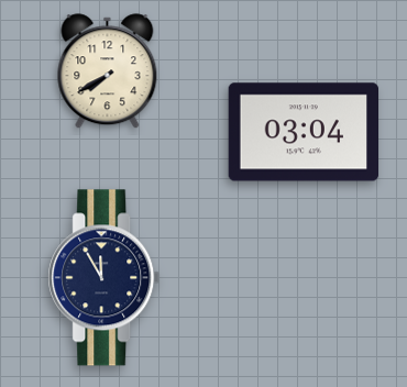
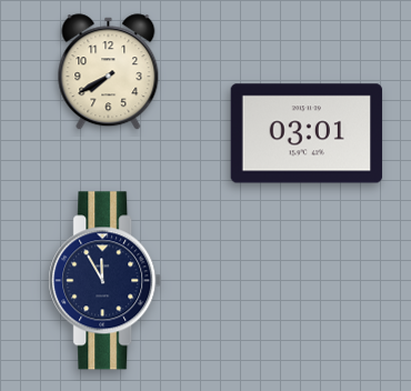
clock at (304, 132): 03:04 -> 03:01
